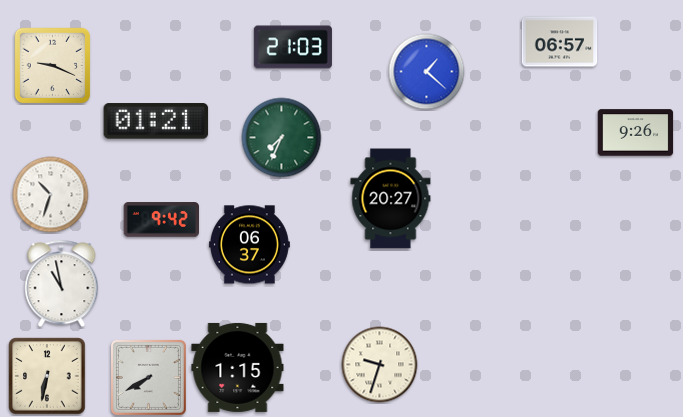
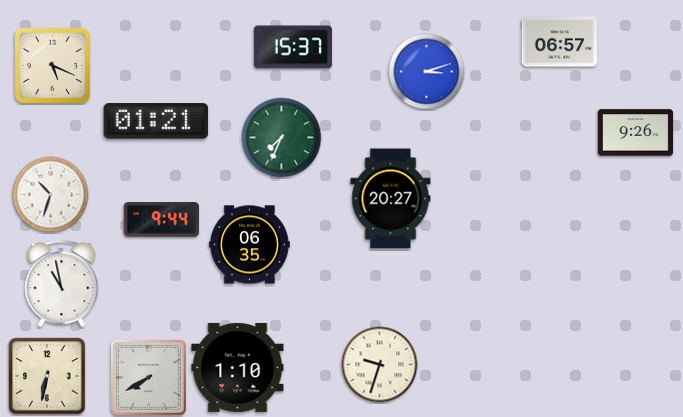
clock at (293, 47): 21:03 -> 15:37
clock at (52, 65): 9:19 -> 5:19
clock at (427, 72): 1:22 -> 3:12
clock at (161, 220): 9:42 -> 9:44
clock at (249, 245): 06:37 -> 06:35
clock at (238, 367): 1:15 -> 1:10
